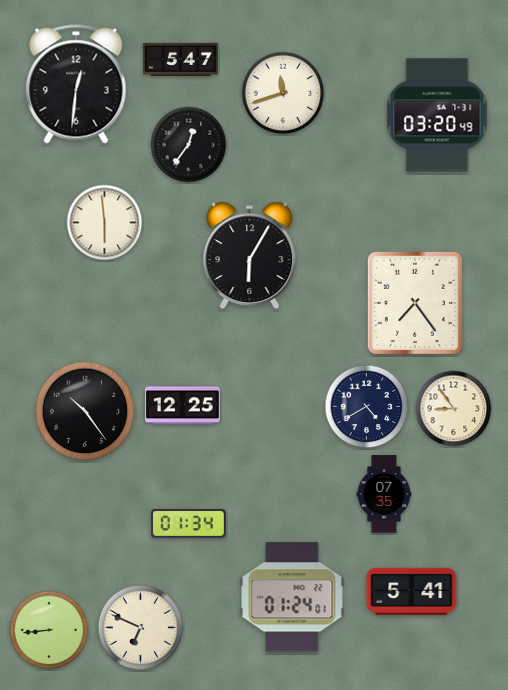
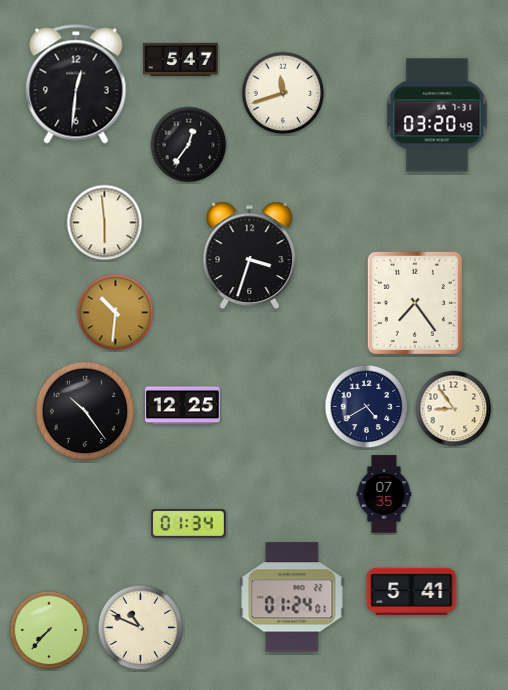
clock at (250, 255): 6:05 -> 3:33
clock at (116, 313): none -> 10:31
clock at (141, 628): 6:49 -> 10:49
clock at (49, 630): 8:44 -> 7:37
